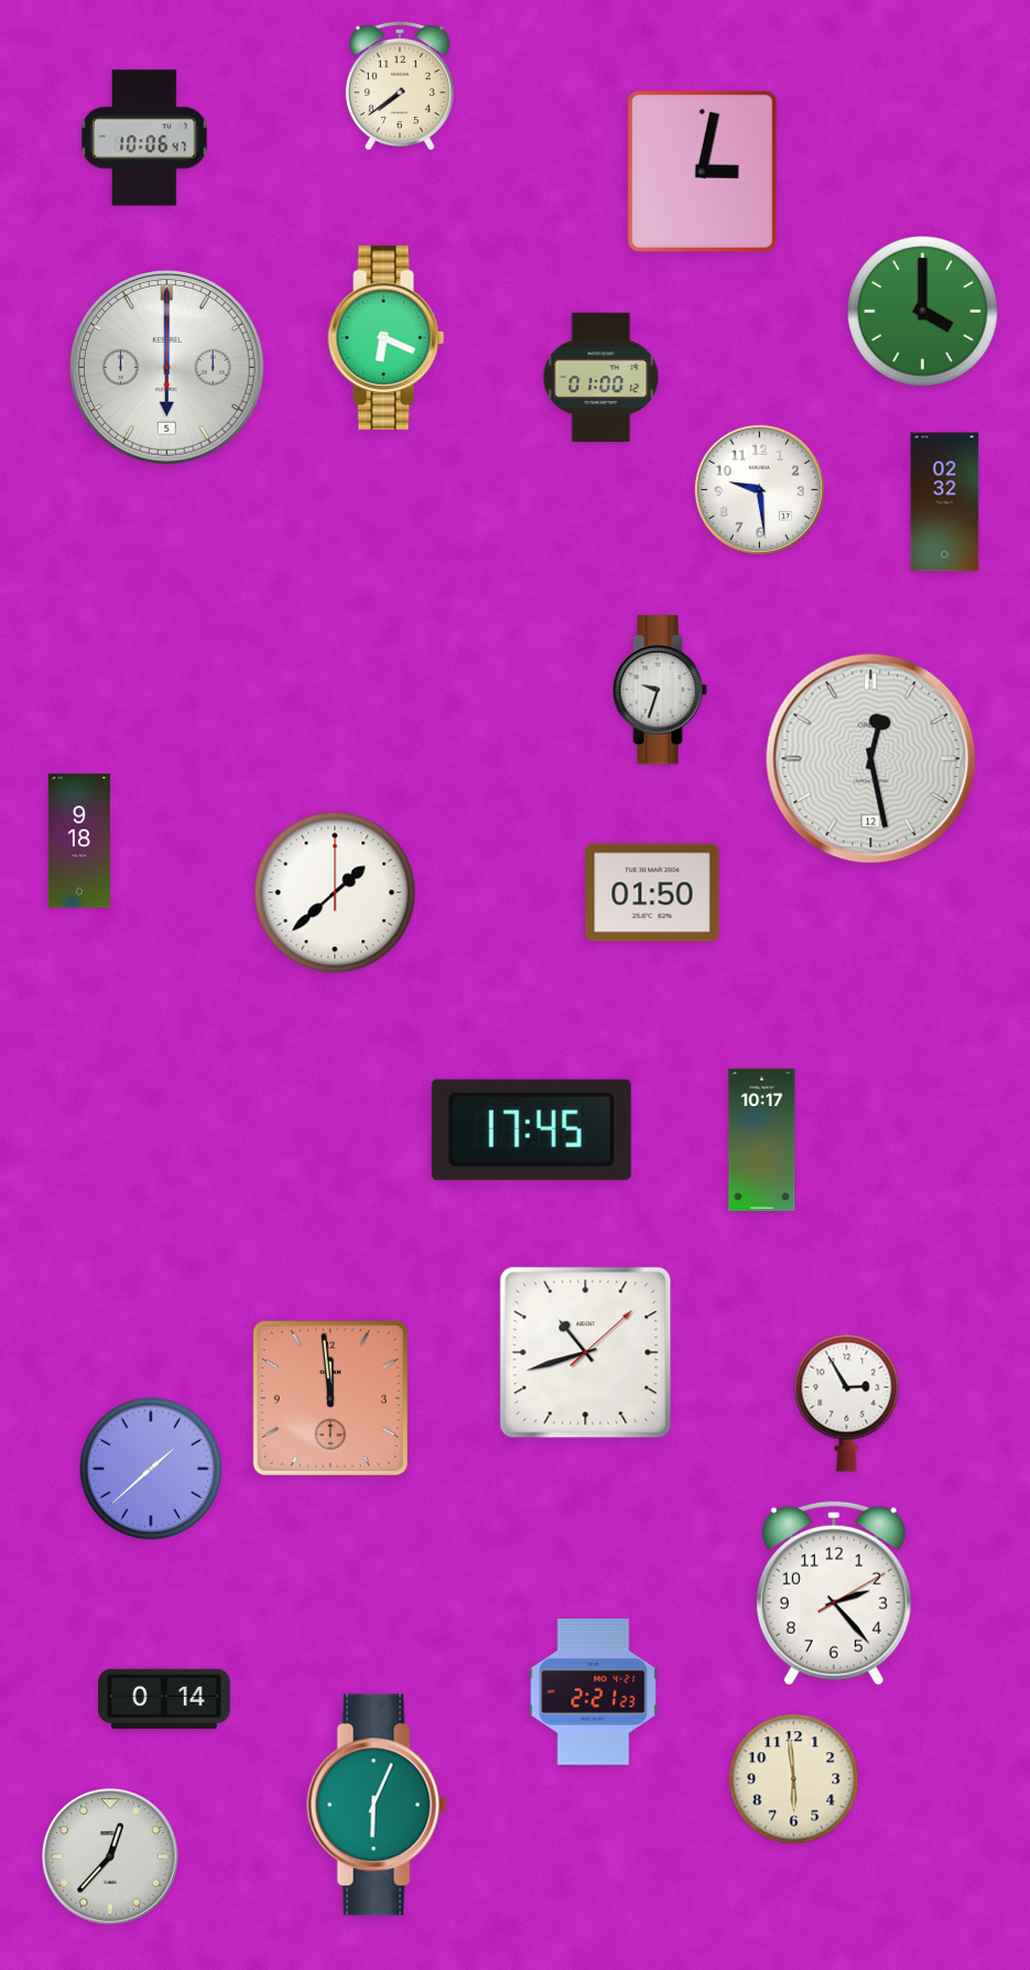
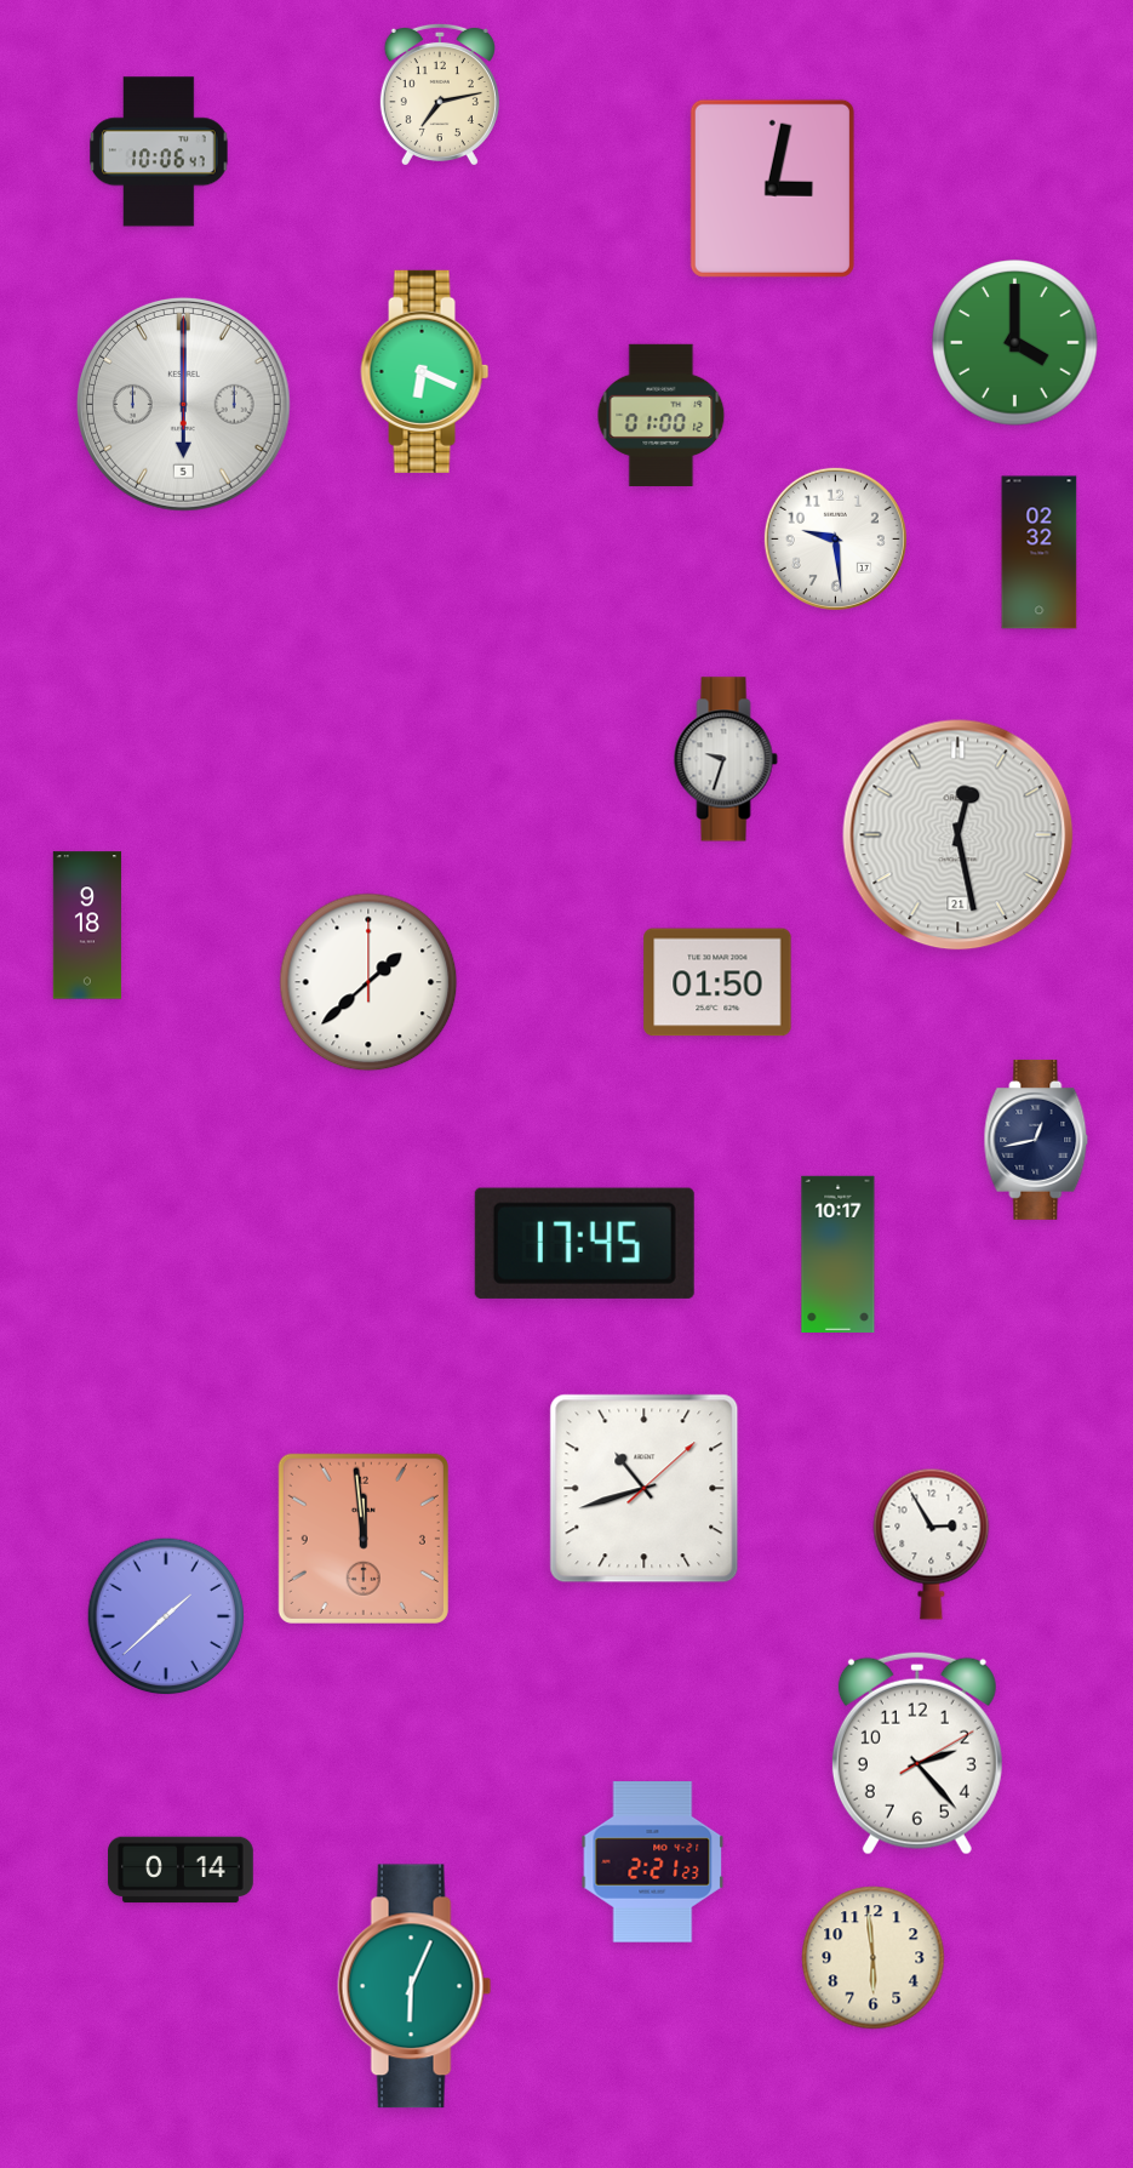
clock at (400, 85): 7:39 -> 7:13
clock at (871, 759) date: 12 -> 21
clock at (1036, 1140): none -> 12:43
clock at (110, 1857): 12:37 -> none
